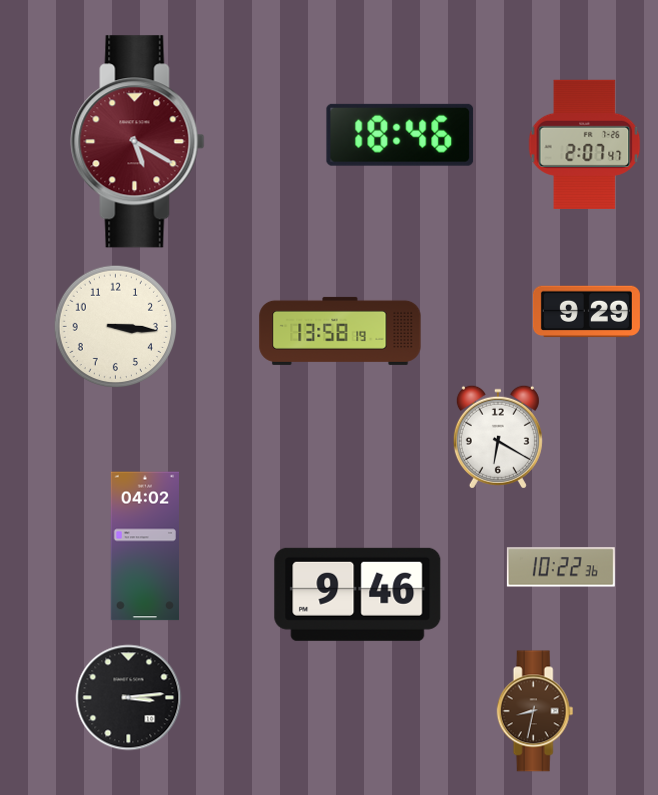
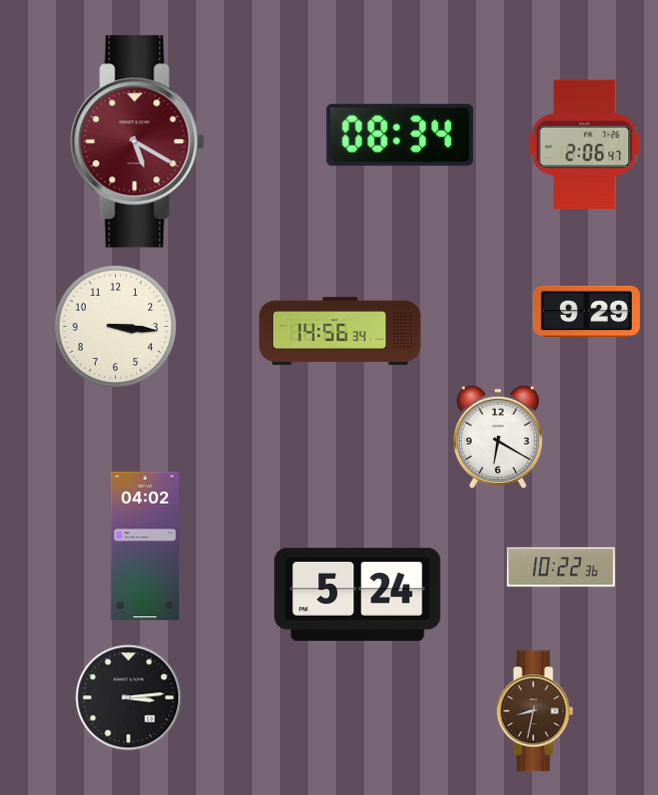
clock at (400, 135): 18:46 -> 08:34
clock at (585, 144): 2:07 -> 2:06
clock at (340, 331): 13:58 -> 14:56
clock at (358, 594): 9:46 -> 5:24
